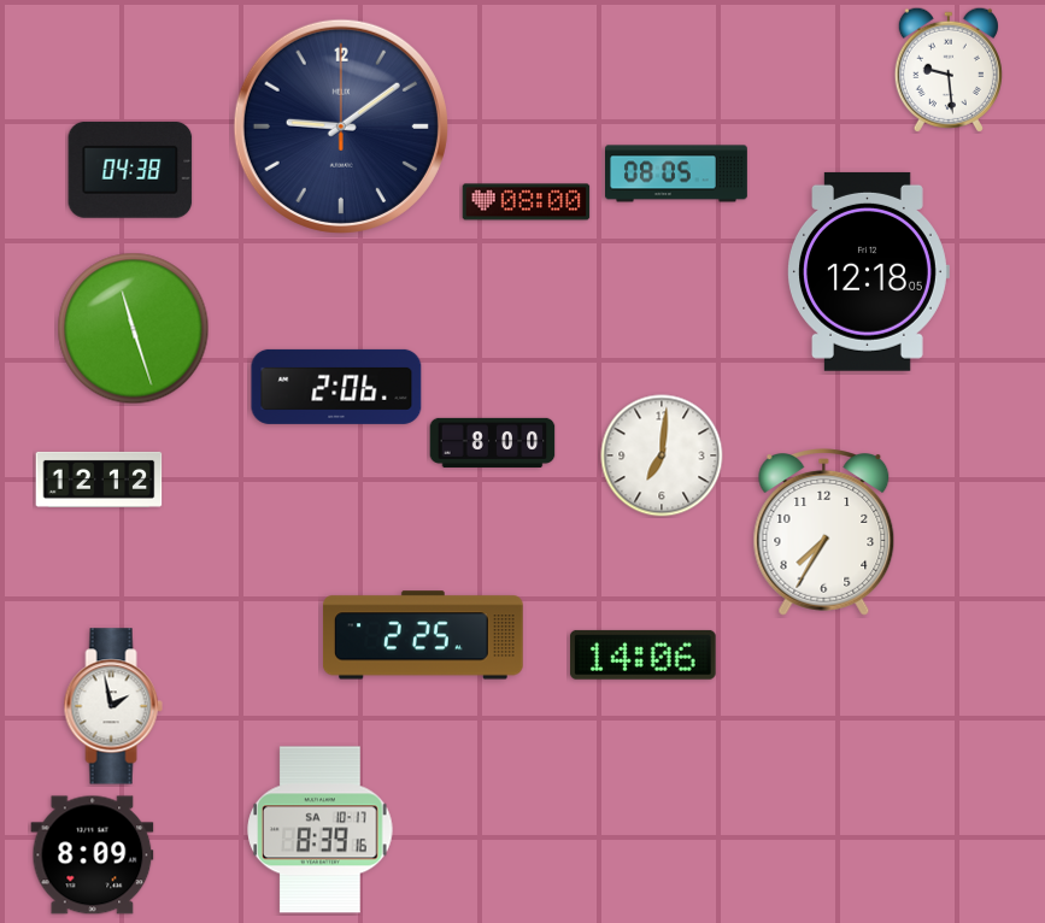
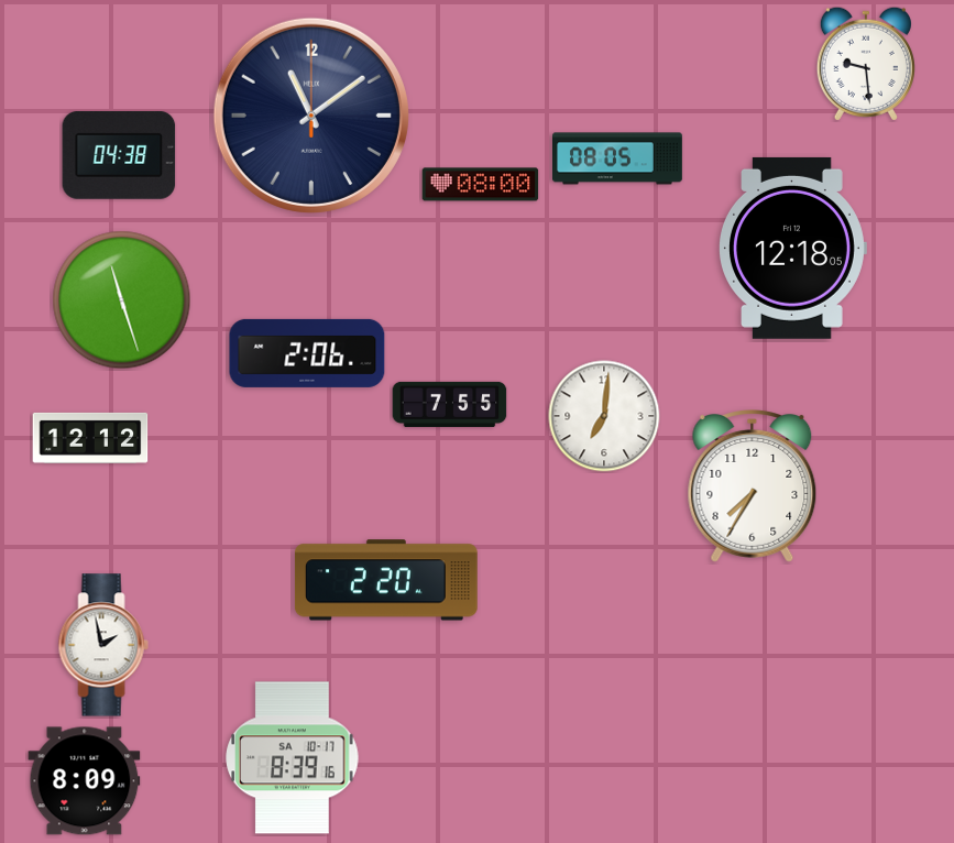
clock at (341, 127): 9:09 -> 11:09
clock at (493, 442): 8:00 -> 7:55
clock at (423, 635): 2:25 -> 2:20
clock at (642, 654): 14:06 -> none
